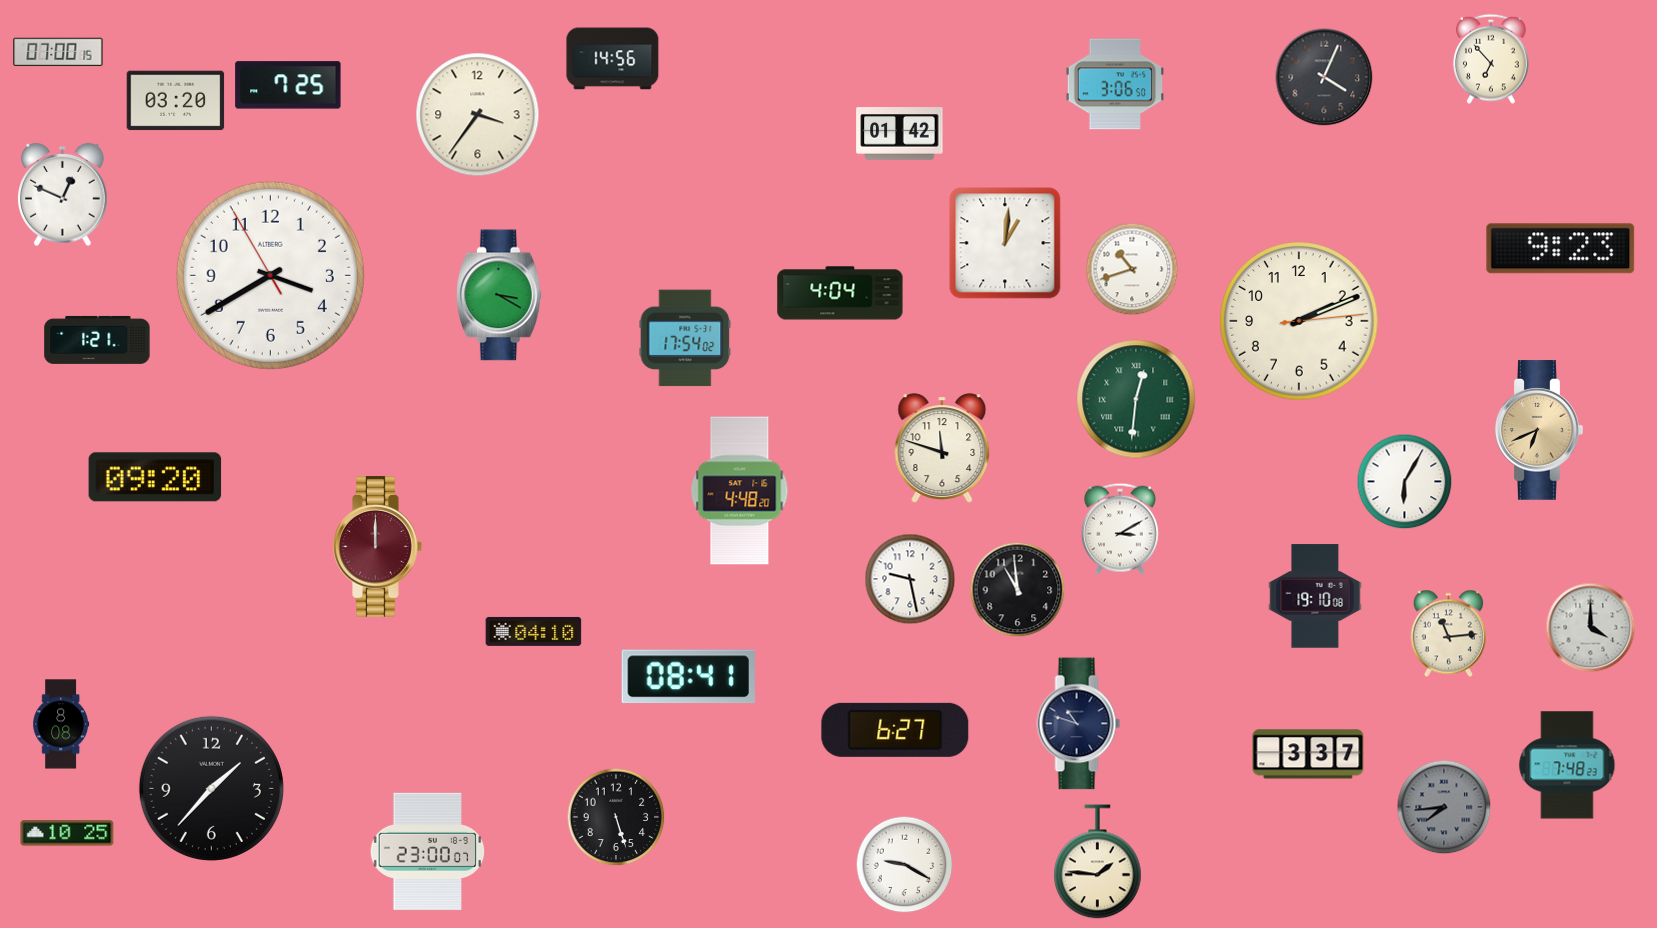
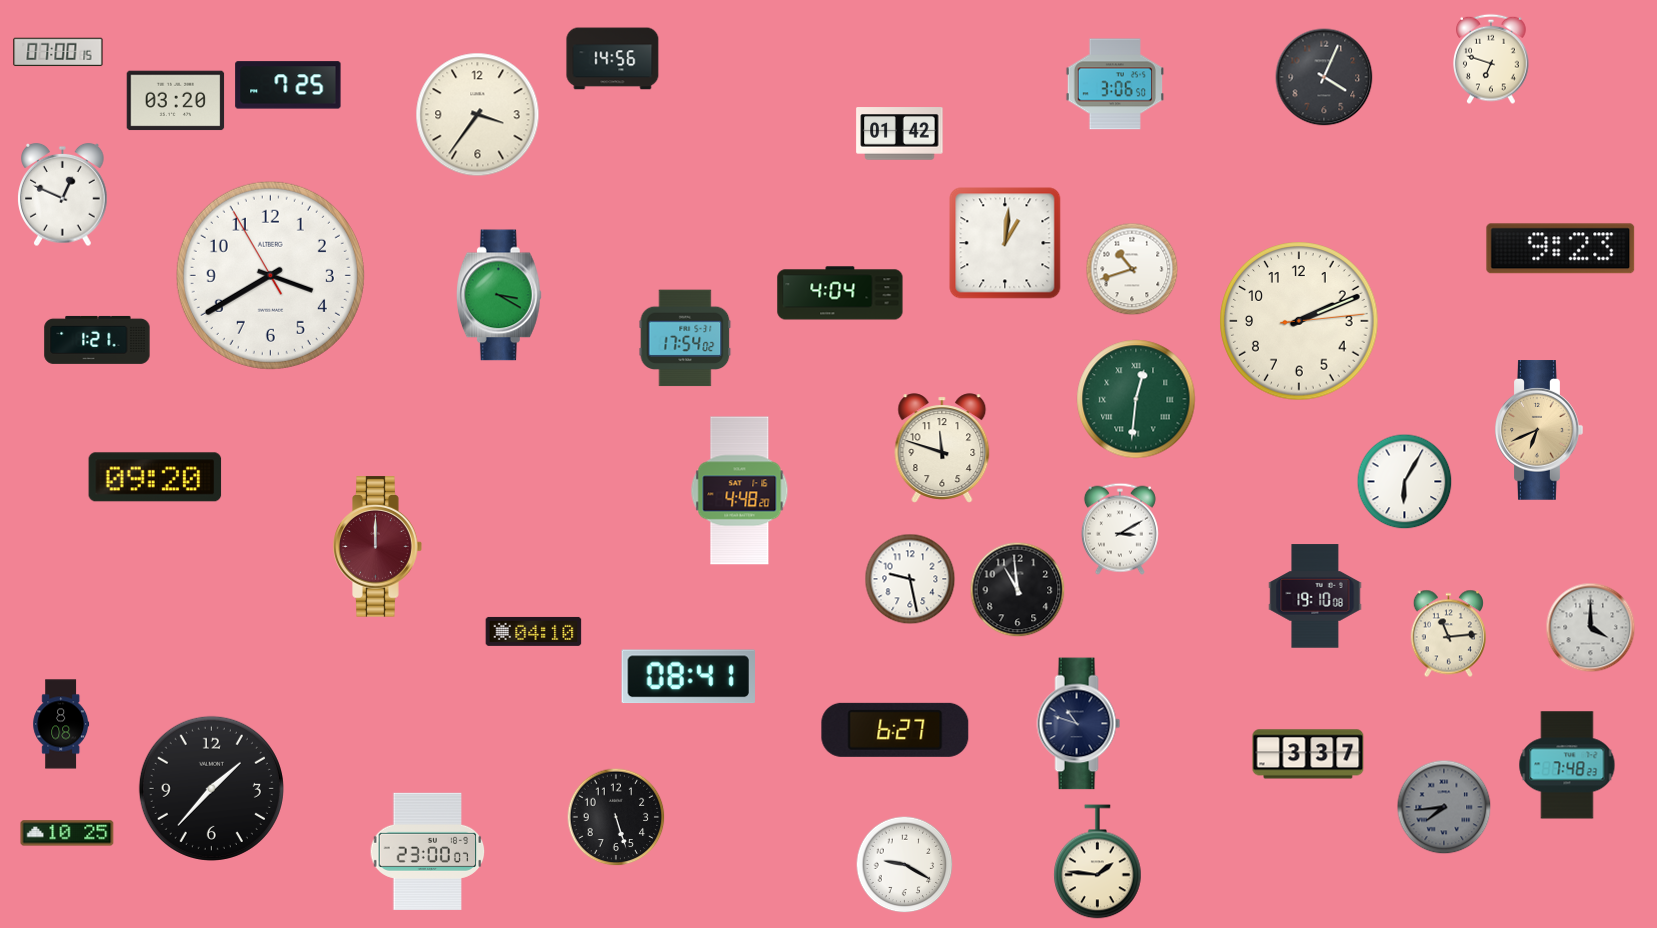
clock at (1492, 59): 6:53 -> 6:48
